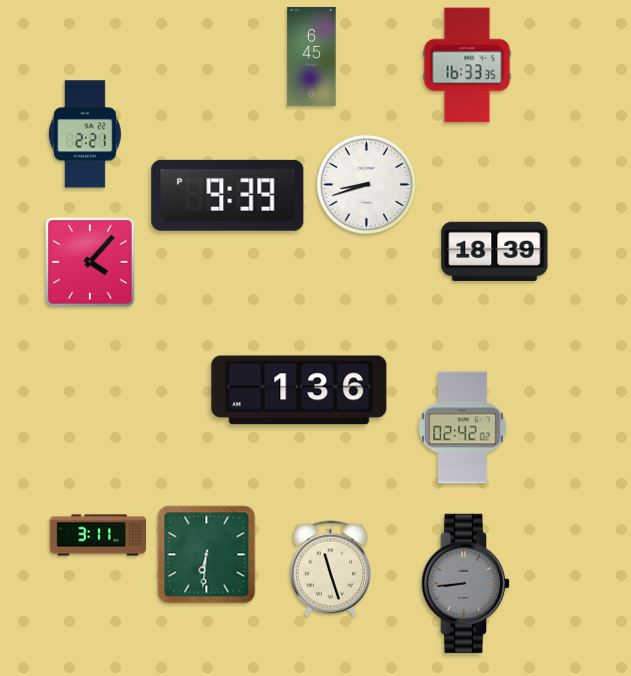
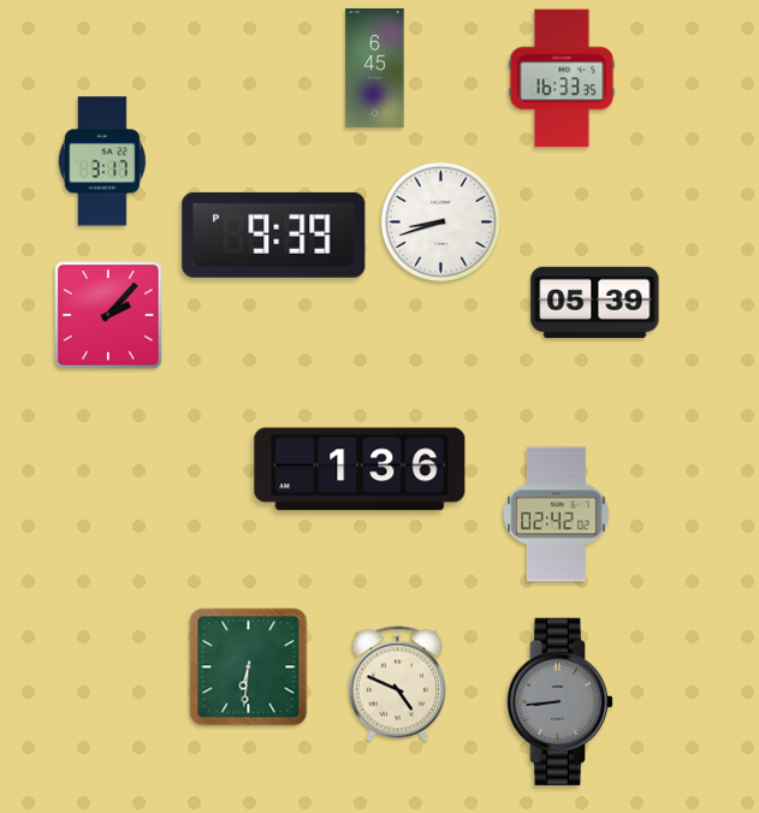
clock at (85, 134): 2:21 -> 3:17
clock at (495, 251): 18:39 -> 05:39
clock at (91, 263): 4:07 -> 2:07
clock at (98, 535): 3:11 -> none
clock at (331, 569): 11:27 -> 4:49
